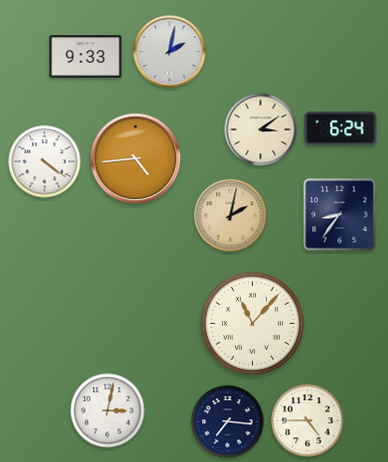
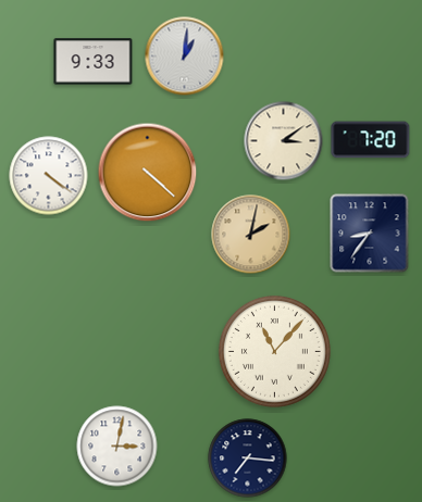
clock at (170, 52): 2:02 -> 1:01
clock at (341, 129): 6:24 -> 7:20
clock at (136, 159): 4:44 -> 4:22
clock at (308, 421): 4:45 -> none
